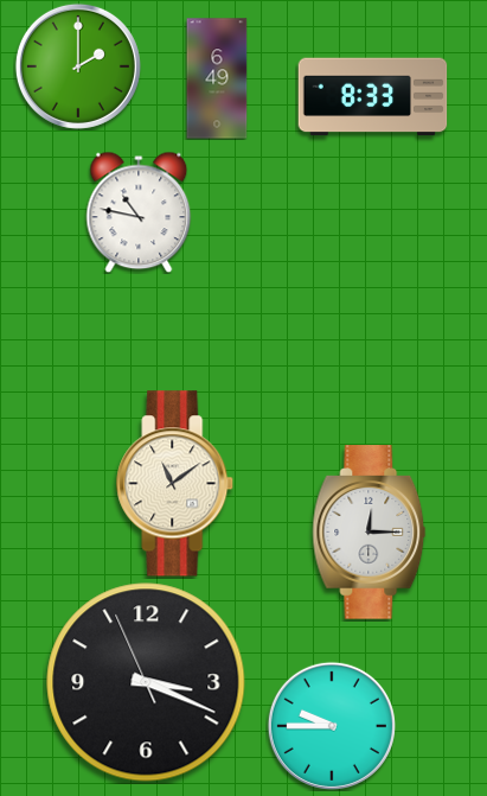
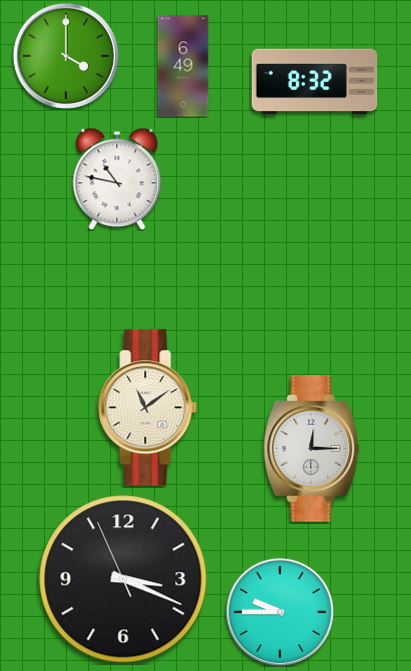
clock at (78, 66): 2:00 -> 4:00
clock at (373, 97): 8:33 -> 8:32
clock at (146, 682) position: (146, 682) -> (123, 579)
